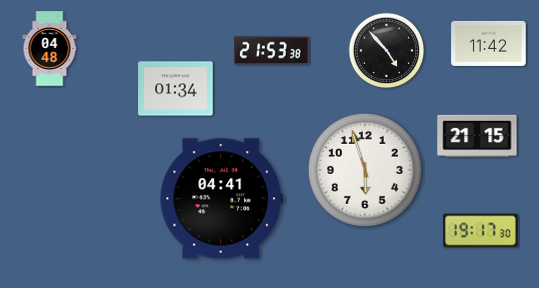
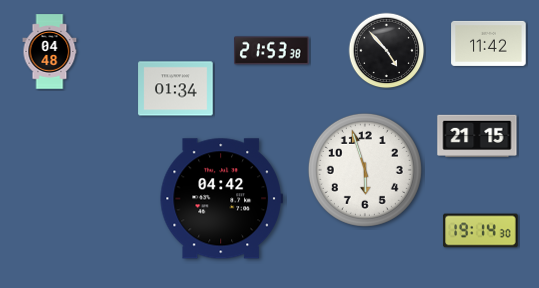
clock at (50, 49) position: (50, 49) -> (50, 52)
clock at (221, 199): 04:41 -> 04:42
clock at (481, 231): 19:17 -> 19:14
